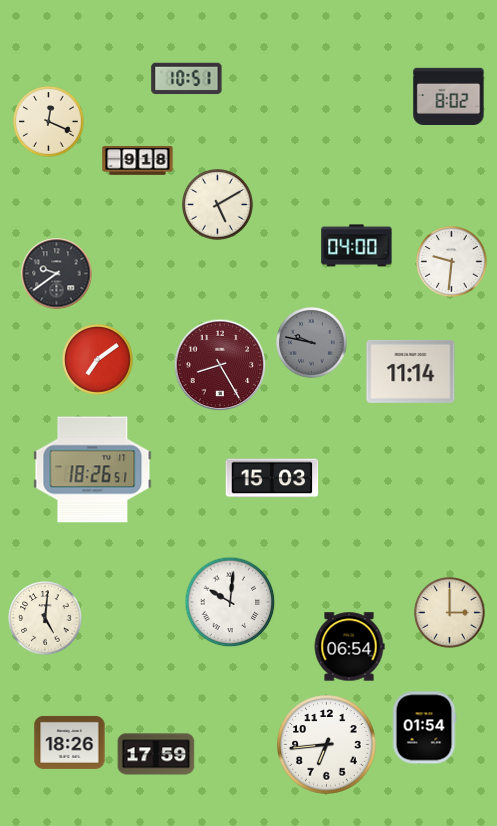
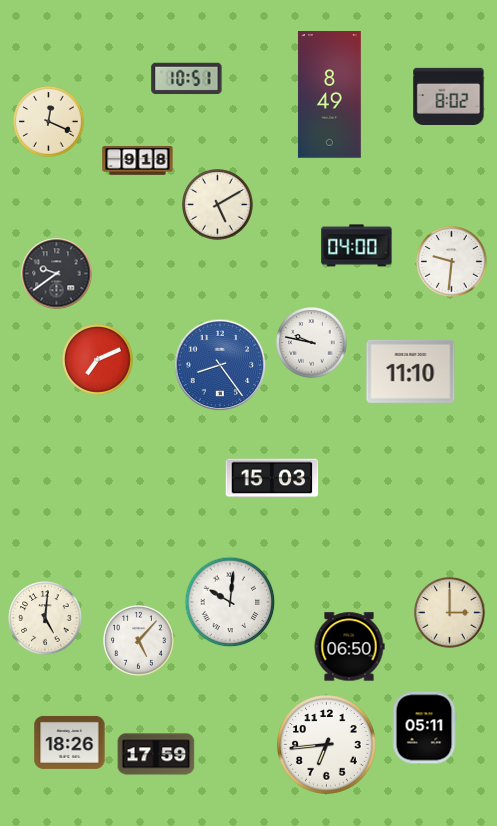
clock at (329, 95): none -> 8:49
clock at (312, 343) dial: grey -> white
clock at (98, 360): 7:09 -> 7:11
clock at (220, 365): 8:25 -> 8:24
clock at (220, 365) dial: burgundy -> blue
clock at (411, 371): 11:14 -> 11:10
clock at (93, 470): 18:26 -> none
clock at (139, 641): none -> 5:07
clock at (349, 647): 06:54 -> 06:50
clock at (424, 728): 01:54 -> 05:11
